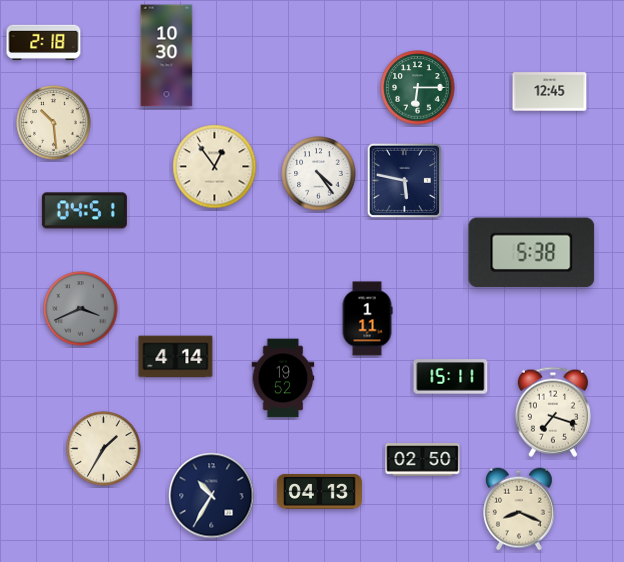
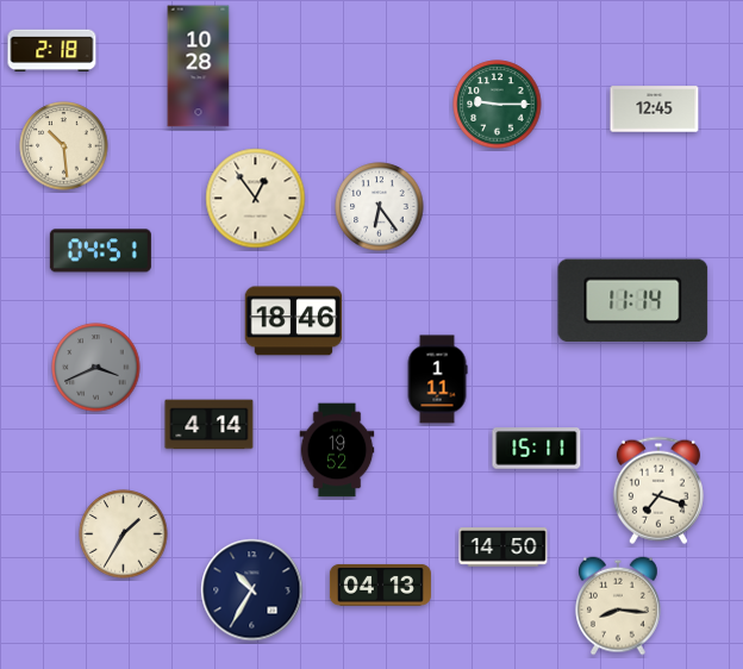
clock at (167, 56): 10:30 -> 10:28
clock at (418, 88): 6:15 -> 9:15
clock at (319, 174): 4:24 -> 6:24
clock at (404, 180): 5:47 -> none
clock at (532, 253): 5:38 -> 11:14
clock at (294, 321): none -> 18:46
clock at (423, 460): 02:50 -> 14:50
clock at (520, 509): 8:19 -> 8:16
